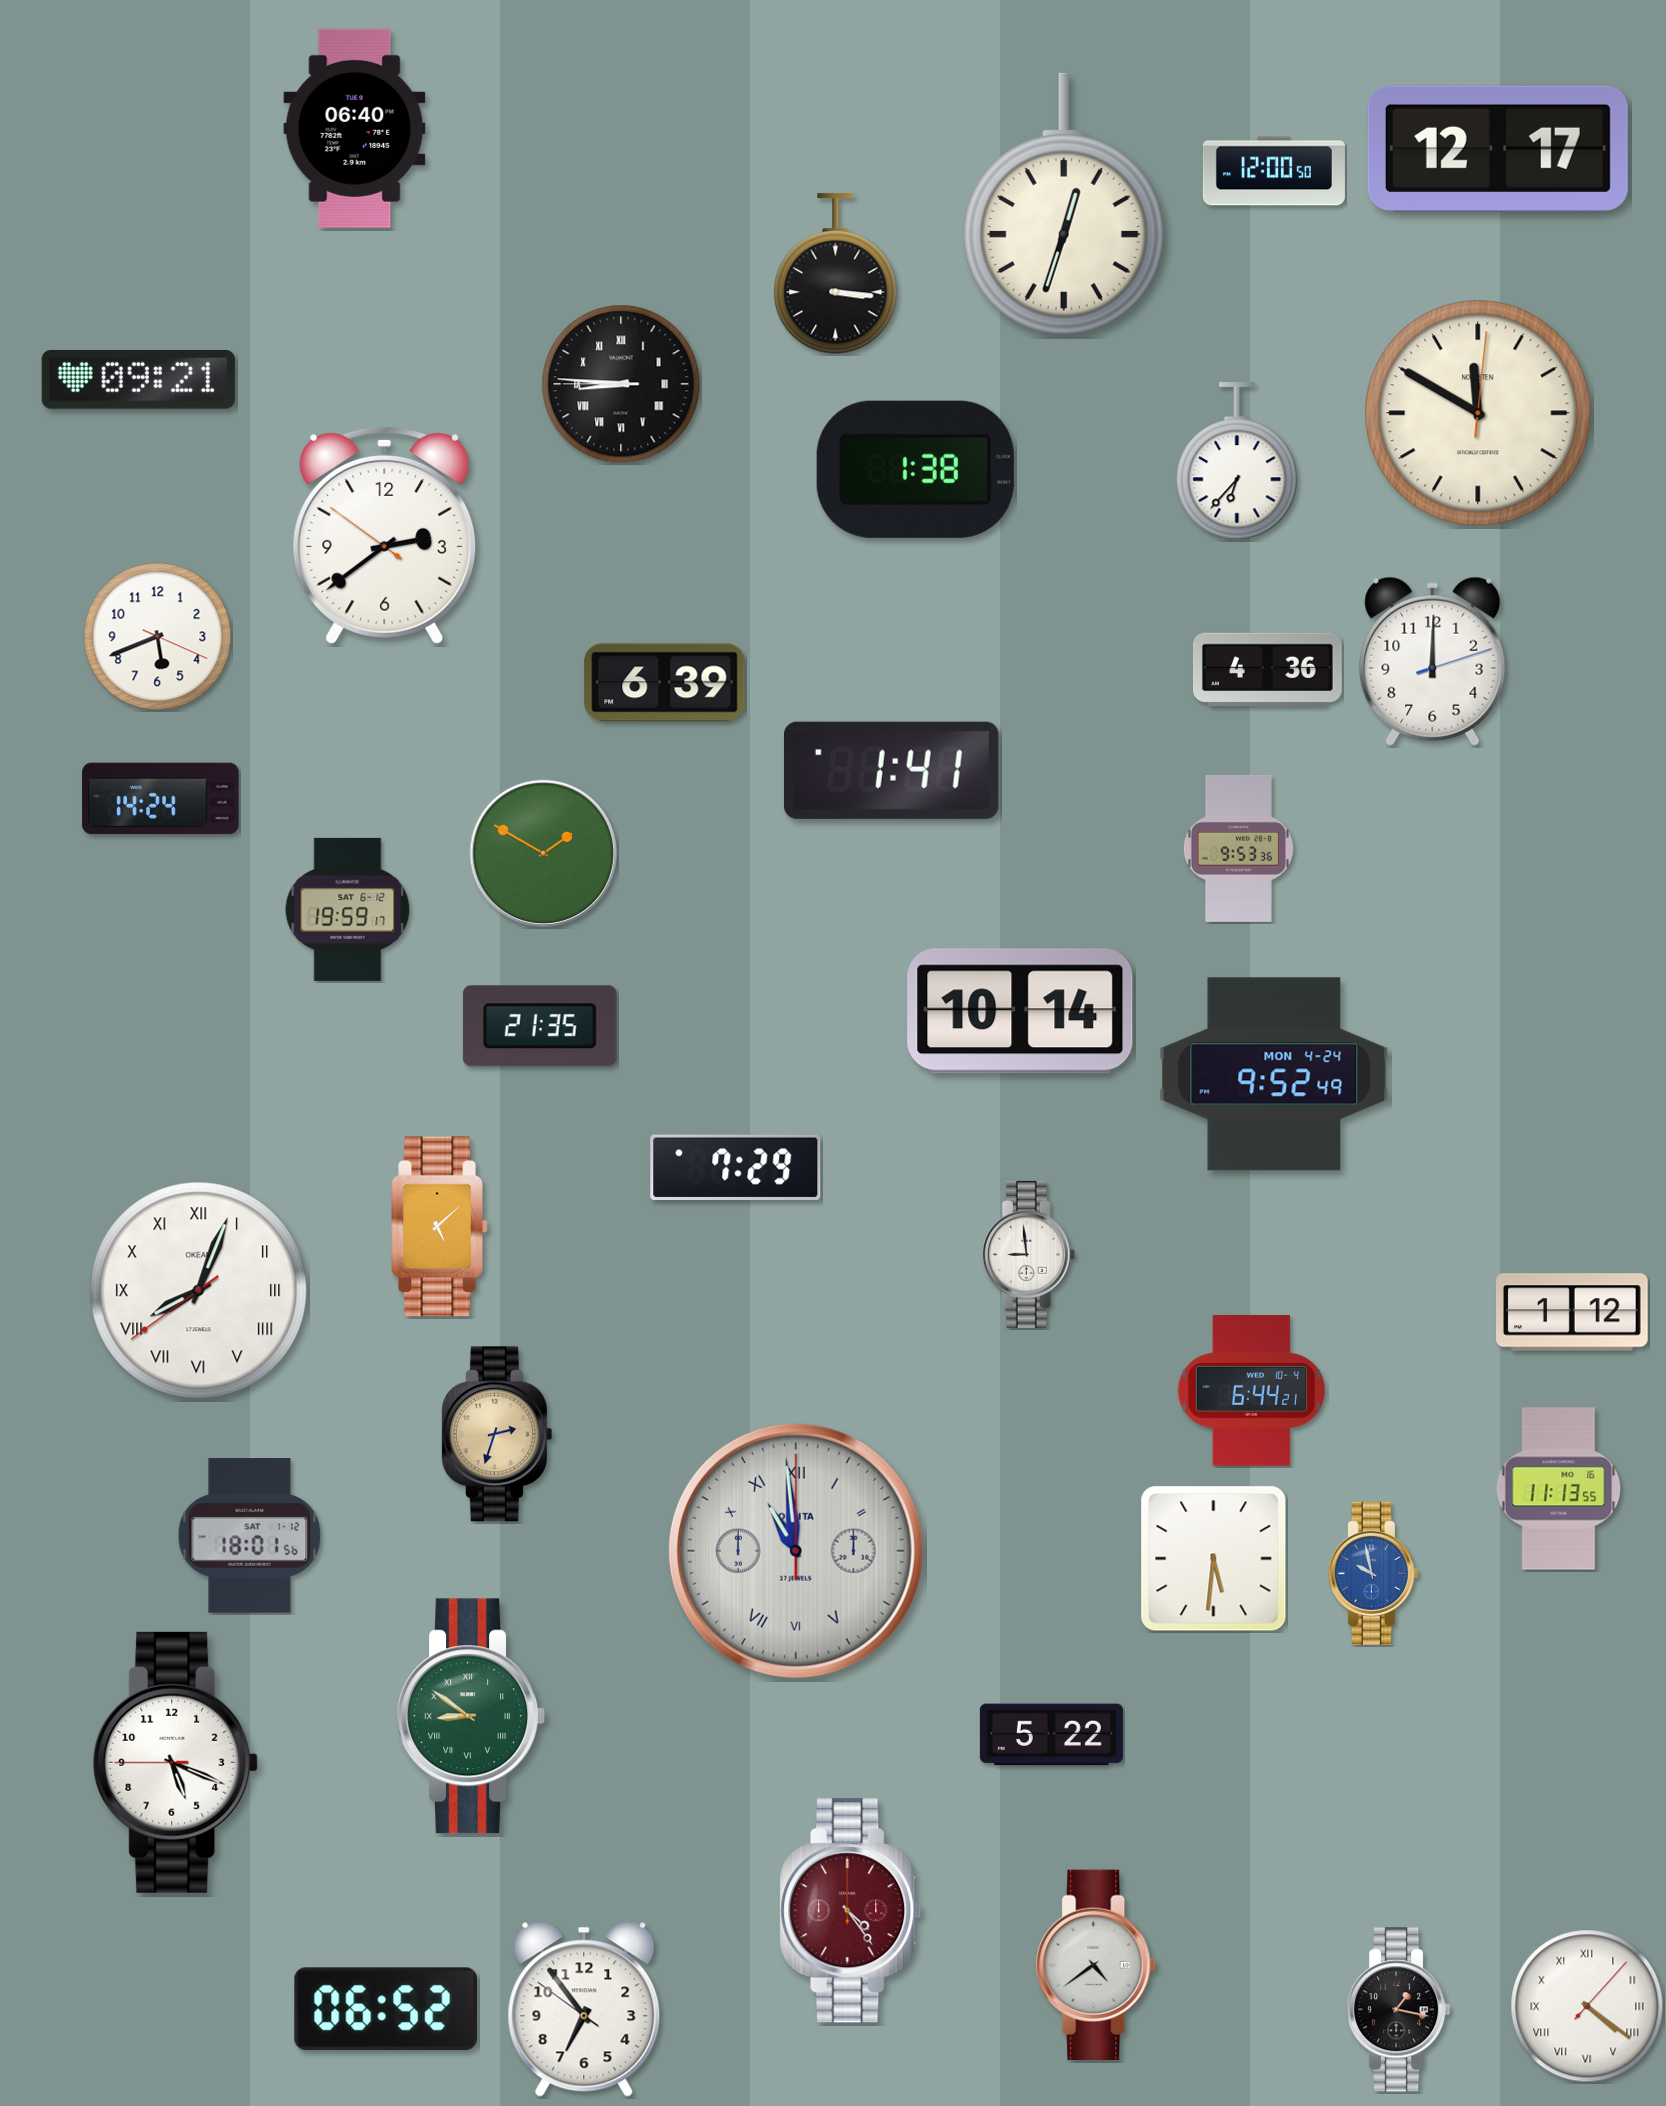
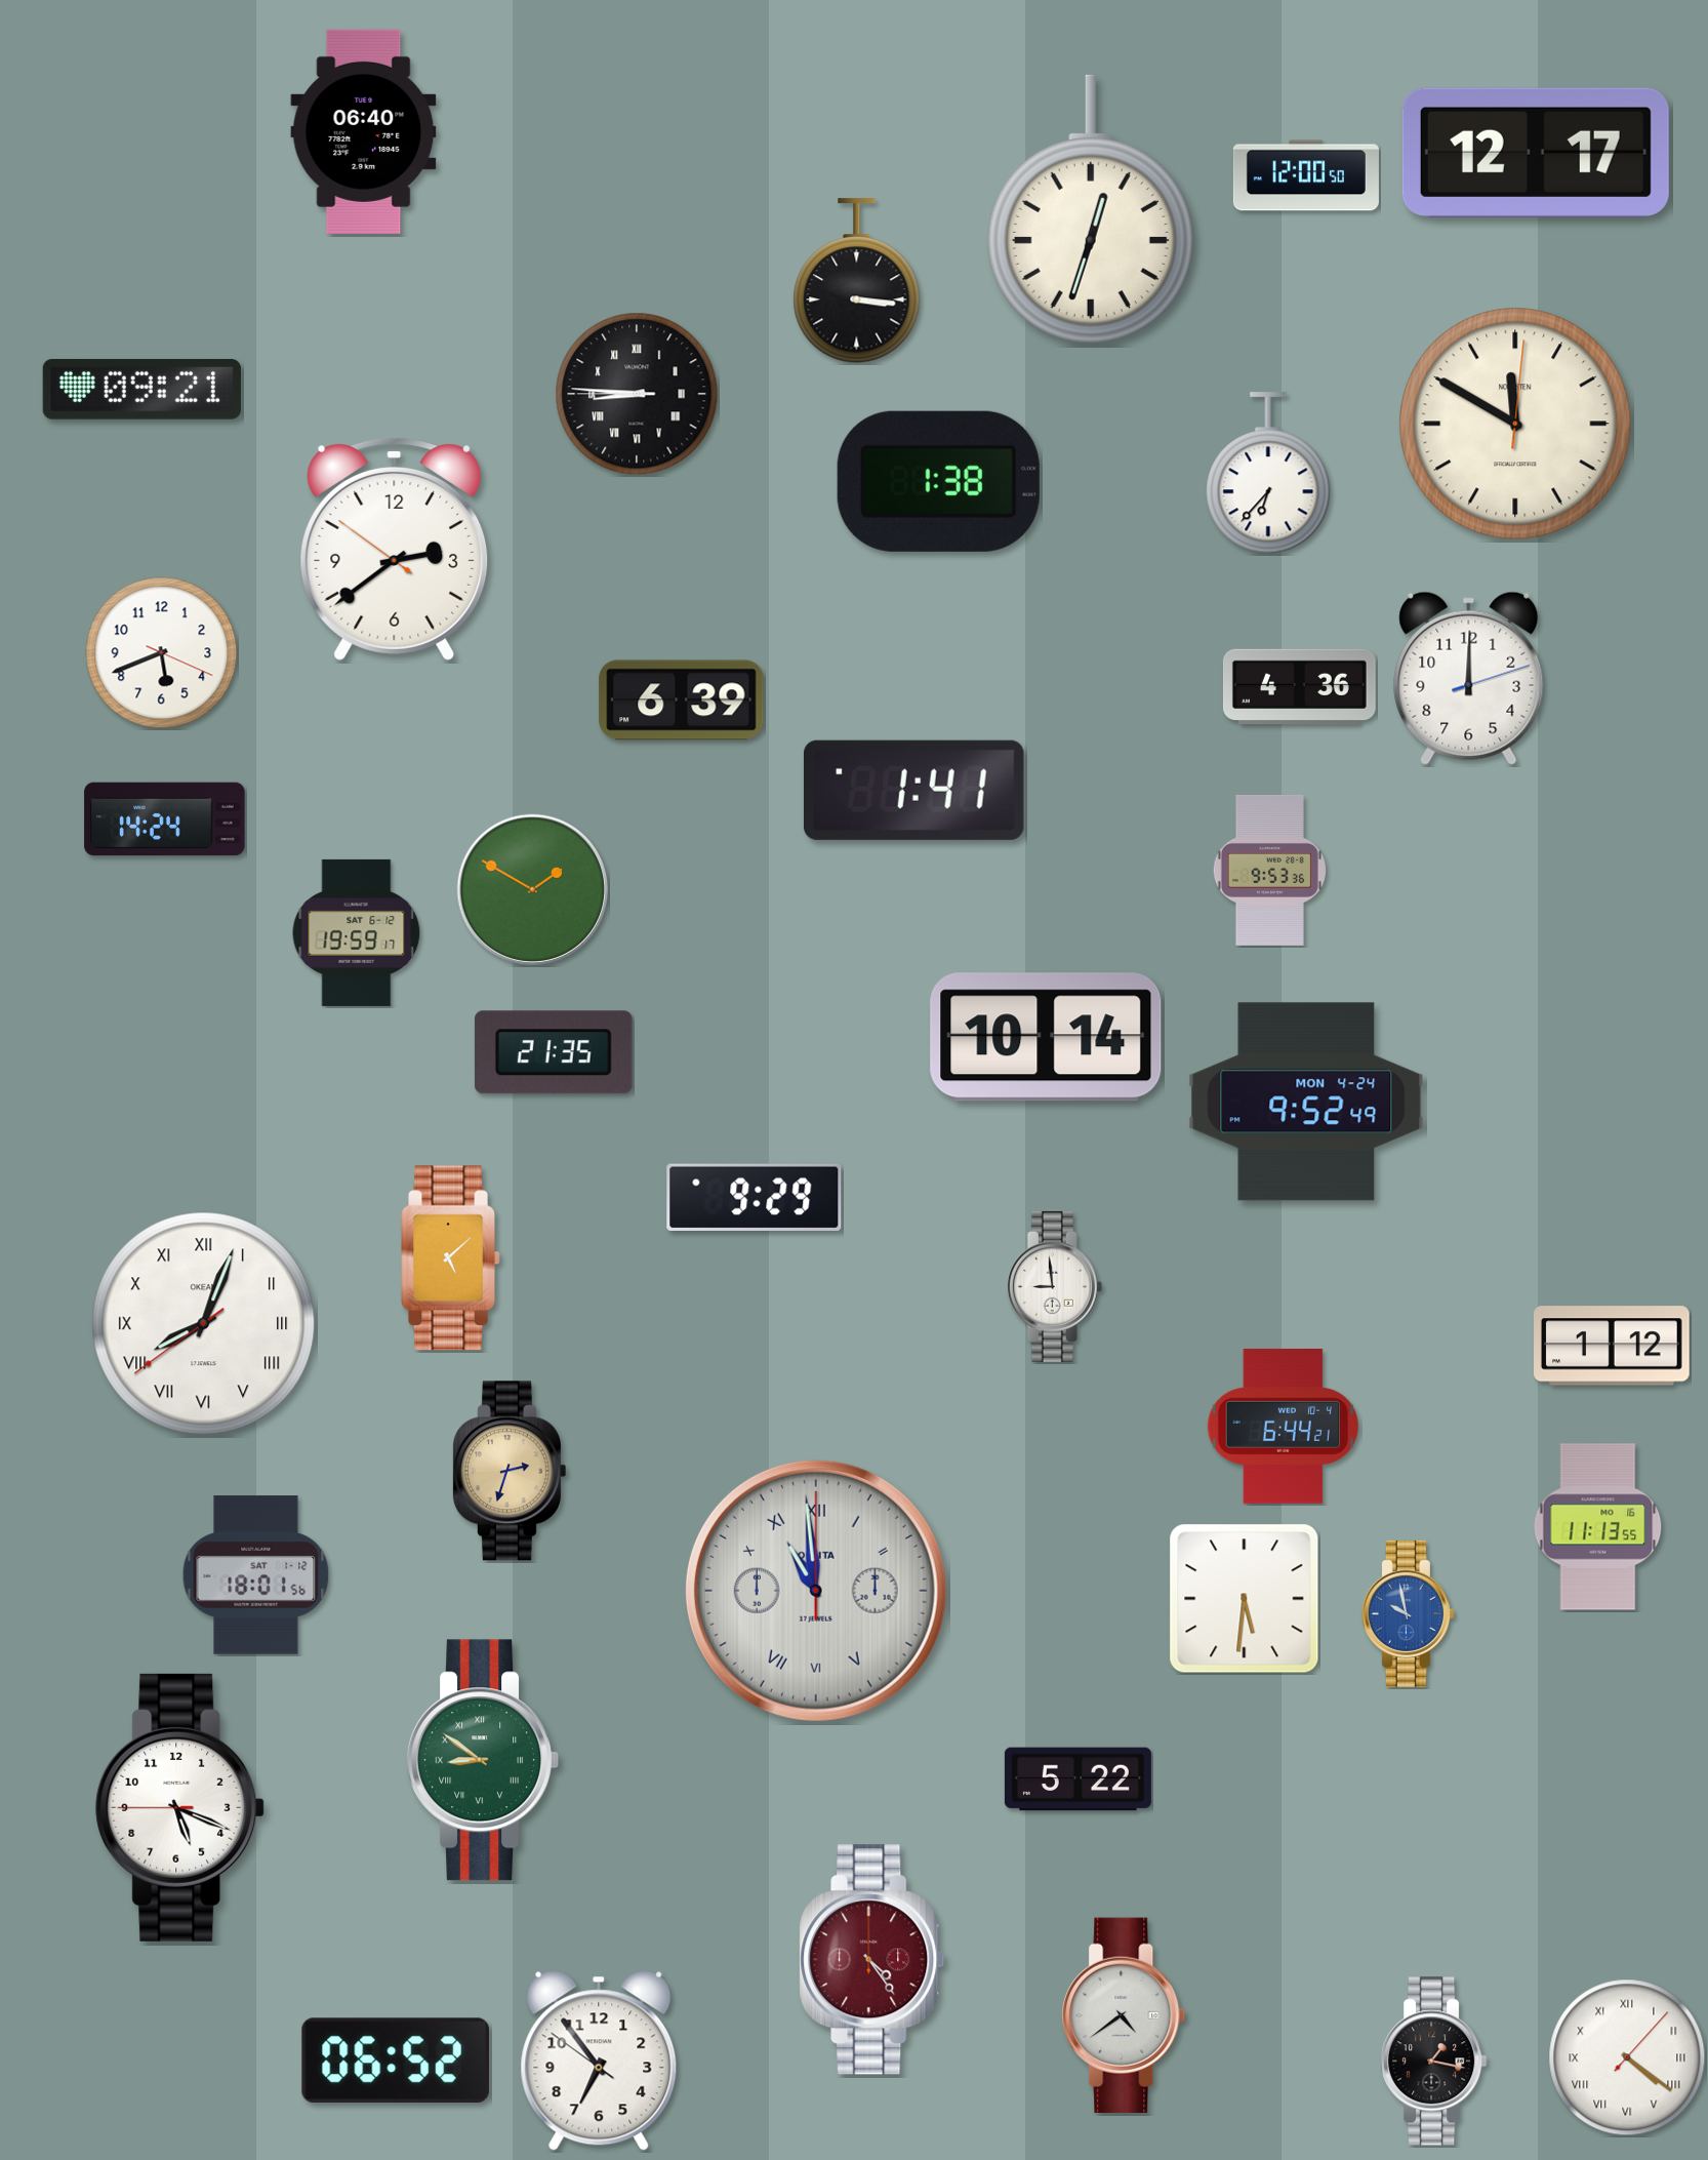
clock at (543, 853) position: (543, 853) -> (532, 889)
clock at (736, 1167): 7:29 -> 9:29
